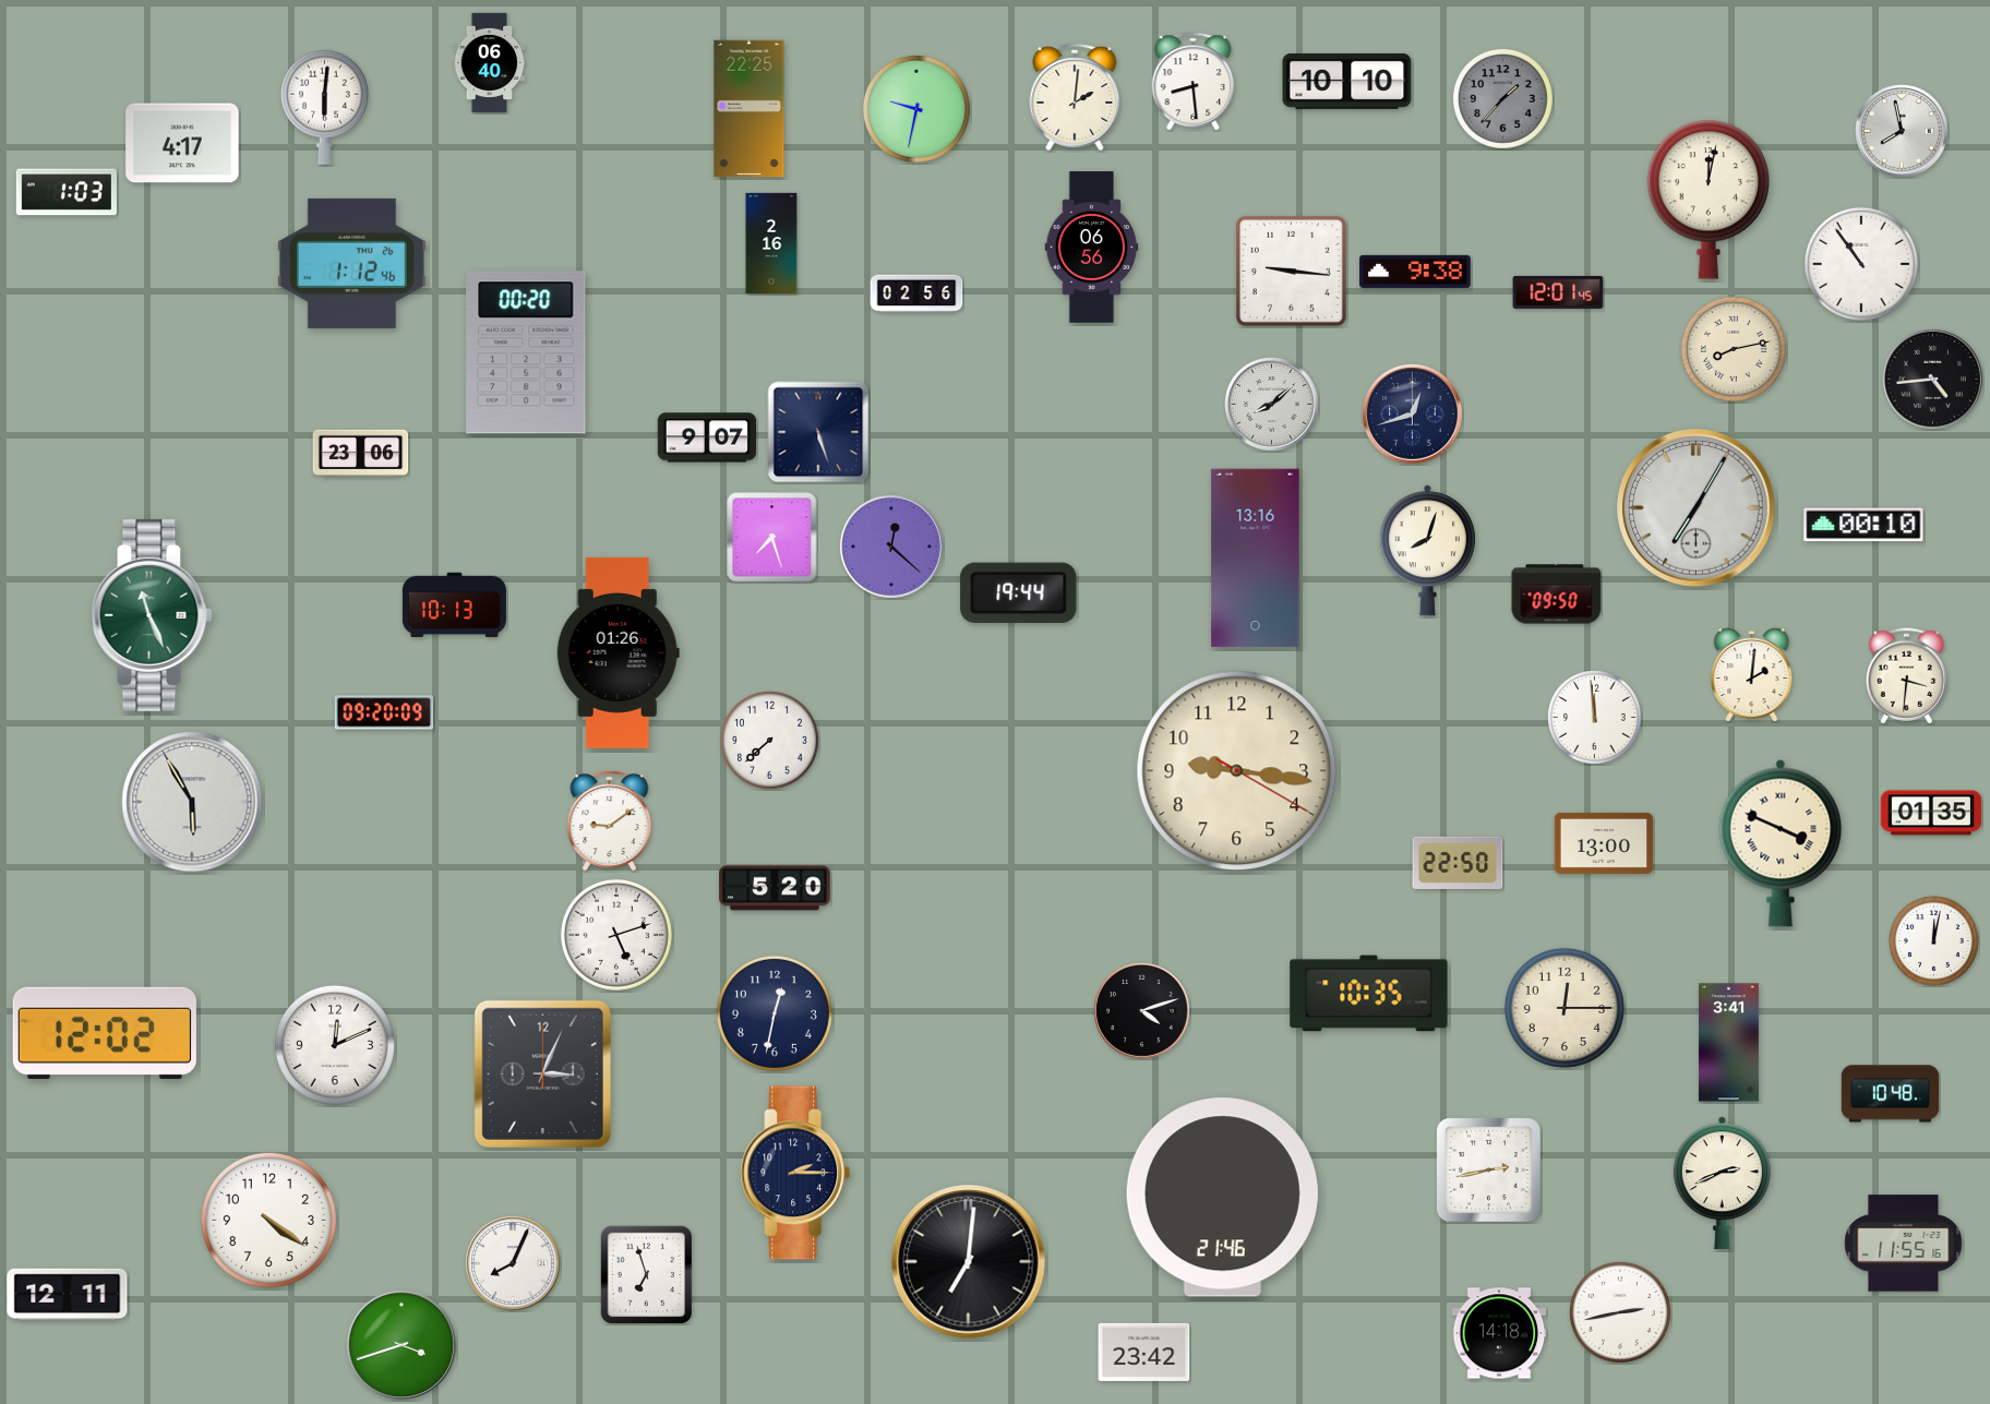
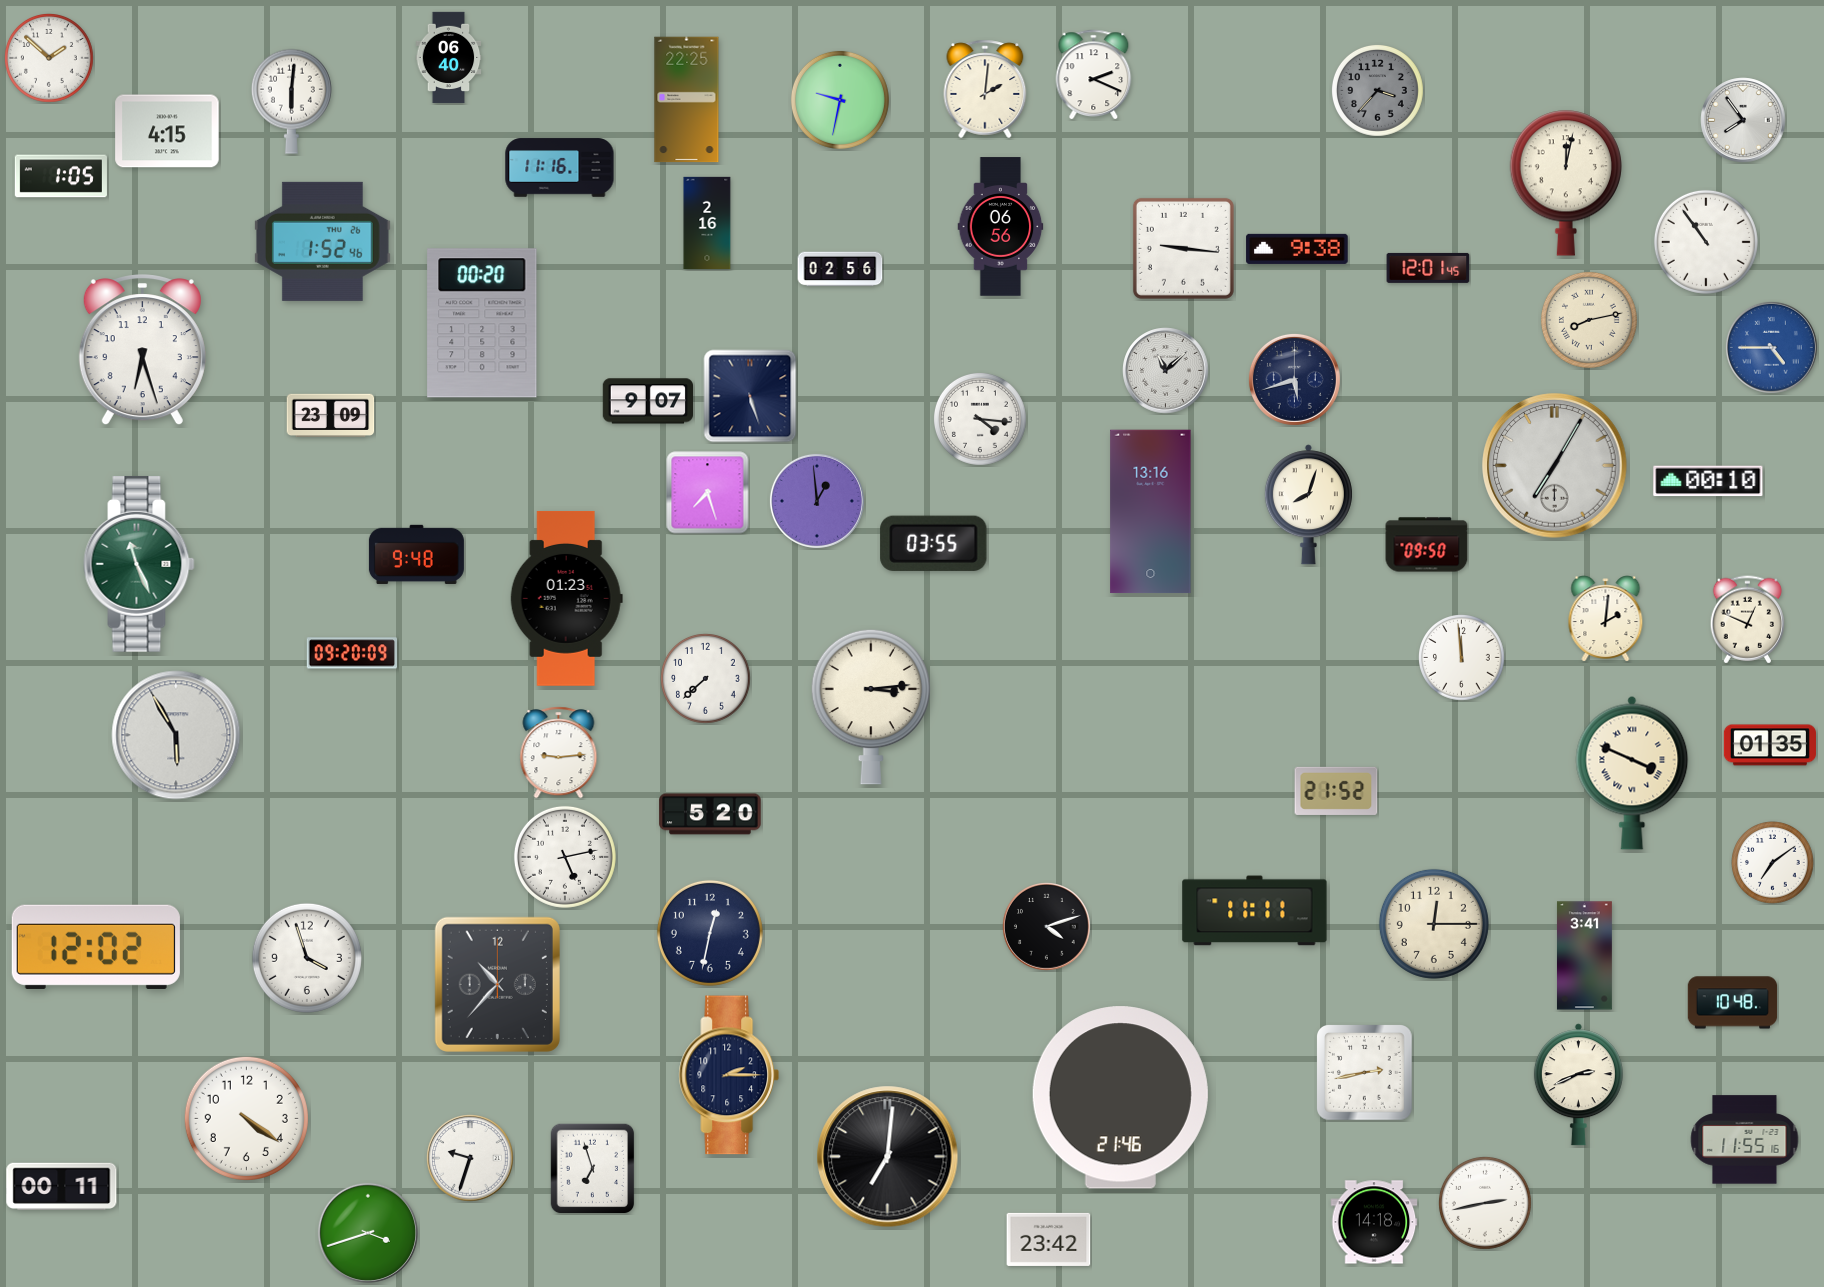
clock at (50, 59): none -> 1:52
clock at (1347, 81): 10:10 -> none
clock at (1194, 82): 8:29 -> 2:19
clock at (1502, 98): 1:37 -> 3:37
clock at (324, 107) position: (324, 107) -> (291, 101)
clock at (1902, 131): 7:58 -> 7:54
clock at (182, 143): 4:17 -> 4:15
clock at (560, 168): none -> 11:16
clock at (67, 192): 1:03 -> 1:05
clock at (351, 263): 1:12 -> 1:52
clock at (1932, 379): 4:44 -> 4:45
clock at (1932, 379) dial: black -> blue
clock at (142, 350): none -> 6:27
clock at (1272, 405): 8:08 -> 11:08
clock at (1412, 413): 12:42 -> 5:42
clock at (361, 454): 23:06 -> 23:09
clock at (980, 419): none -> 4:16
clock at (891, 547): 12:22 -> 12:59
clock at (1019, 592): 19:44 -> 03:55
clock at (454, 604): 10:13 -> 9:48
clock at (618, 653): 01:26 -> 01:23
clock at (1906, 676): 3:31 -> 12:49
clock at (870, 707): none -> 3:14
clock at (1237, 771): 9:16 -> none
clock at (610, 821): 9:09 -> 9:14
clock at (1604, 843): 13:00 -> none
clock at (1458, 863): 22:50 -> 21:52
clock at (616, 935): 5:12 -> 5:13
clock at (1934, 941): 12:02 -> 7:09
clock at (1369, 994): 10:35 -> 11:11
clock at (775, 1013) position: (775, 1013) -> (710, 933)
clock at (335, 1045): 12:11 -> 3:57
clock at (542, 1073): 3:04 -> 10:37
clock at (513, 1263): 8:04 -> 9:33
clock at (68, 1294): 12:11 -> 00:11
